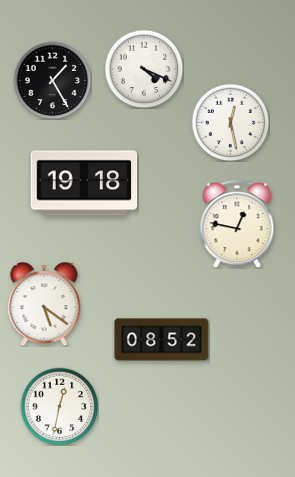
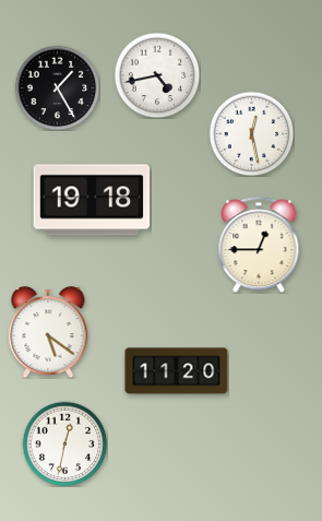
clock at (144, 69): 4:19 -> 4:43
clock at (237, 224): 12:47 -> 12:45
clock at (162, 340): 08:52 -> 11:20
